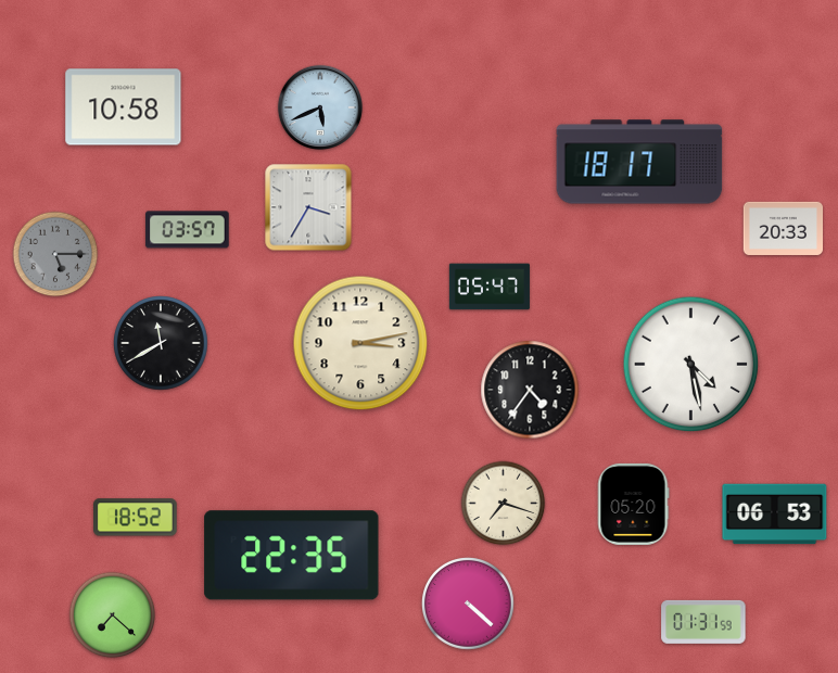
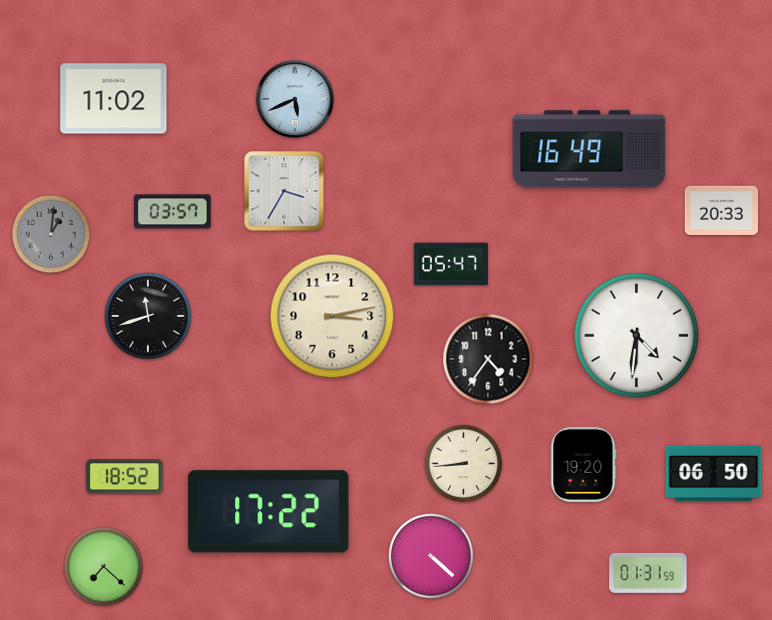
clock at (124, 107): 10:58 -> 11:02
clock at (639, 162): 18:17 -> 16:49
clock at (55, 254): 5:15 -> 1:01
clock at (161, 343): 11:40 -> 11:42
clock at (691, 365): 4:28 -> 4:31
clock at (504, 504): 7:18 -> 8:44
clock at (633, 504): 05:20 -> 19:20
clock at (775, 515): 06:53 -> 06:50
clock at (292, 556): 22:35 -> 17:22
